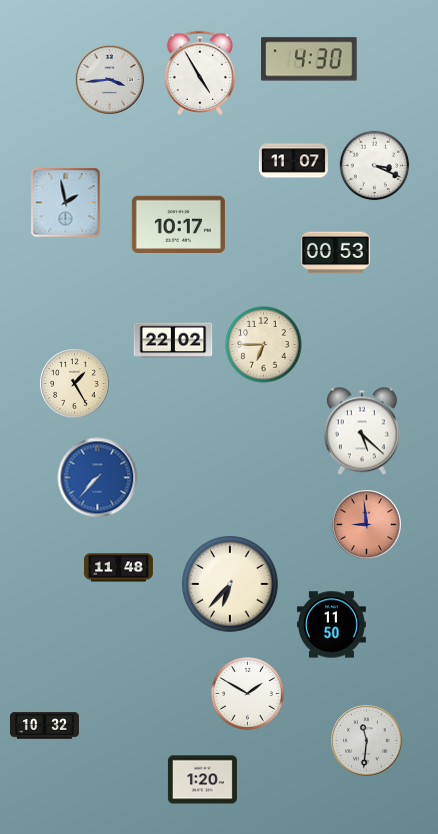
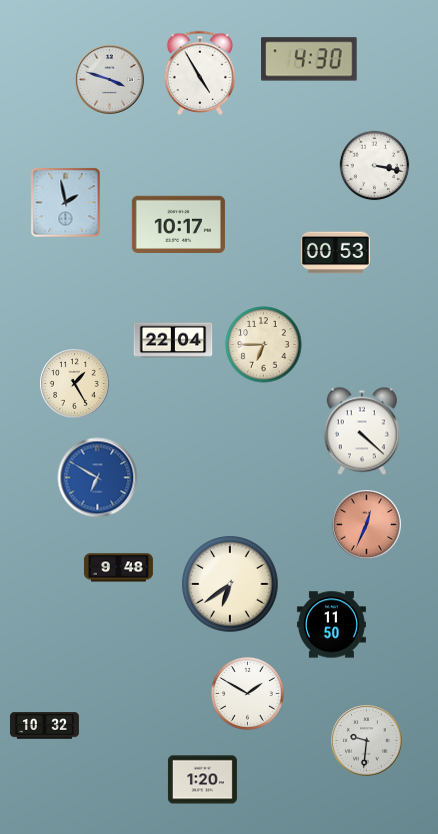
clock at (110, 80): 3:44 -> 3:48
clock at (293, 161): 11:07 -> none
clock at (375, 166): 3:19 -> 3:17
clock at (173, 340): 22:02 -> 22:04
clock at (362, 431): 5:22 -> 4:22
clock at (98, 478): 7:37 -> 6:50
clock at (367, 525): 8:59 -> 12:34
clock at (118, 568): 11:48 -> 9:48
clock at (230, 584): 6:37 -> 6:39
clock at (367, 741): 11:31 -> 9:31
